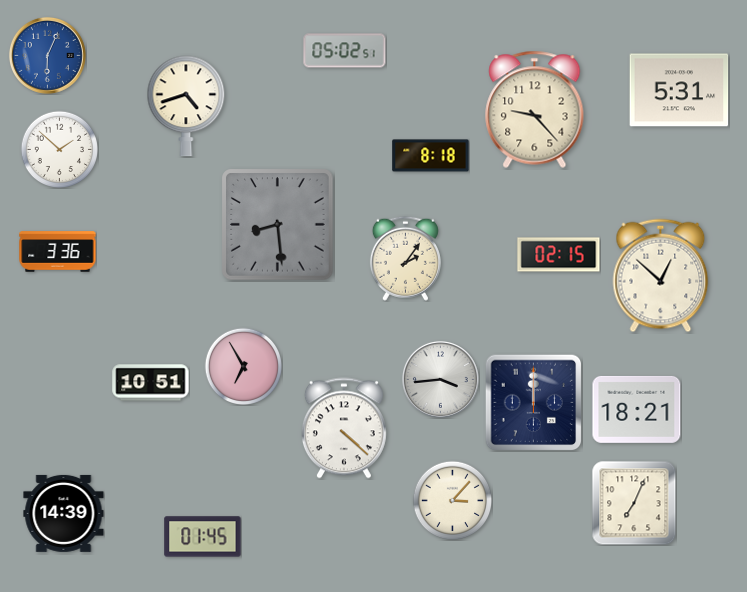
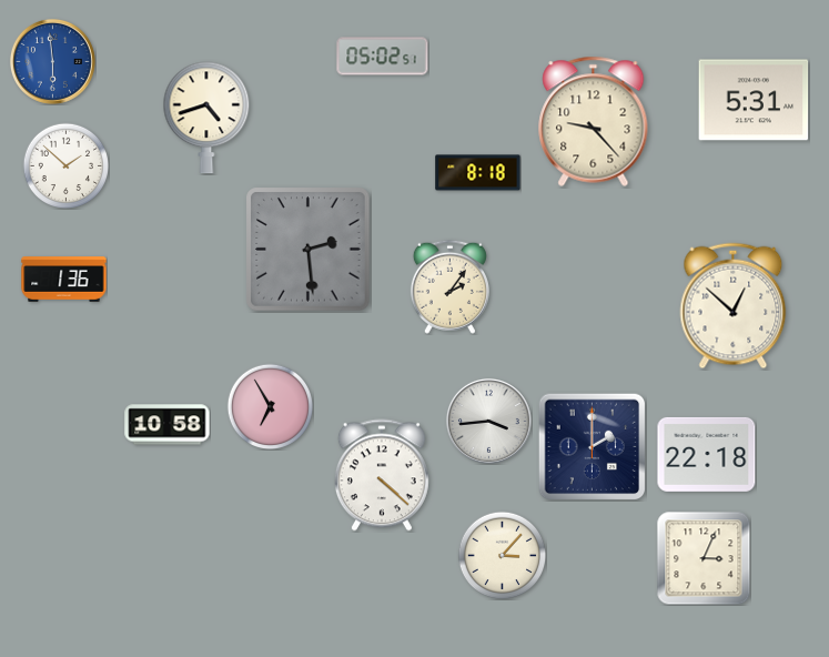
clock at (47, 55): 6:04 -> 5:59
clock at (278, 225): 8:29 -> 2:29
clock at (58, 252): 3:36 -> 1:36
clock at (559, 255): 02:15 -> none
clock at (151, 383): 10:51 -> 10:58
clock at (533, 402): 12:00 -> 2:00
clock at (637, 409): 18:21 -> 22:18
clock at (634, 503): 7:04 -> 3:04
clock at (64, 513): 14:39 -> none
clock at (203, 537): 01:45 -> none
